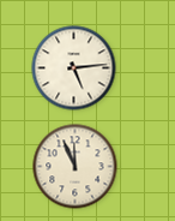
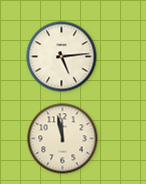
clock at (76, 167): 11:56 -> 11:58
